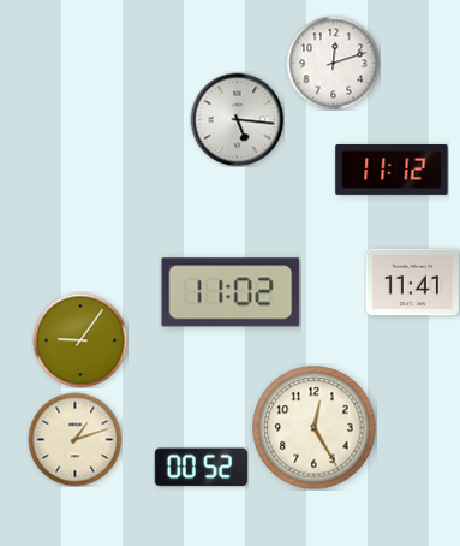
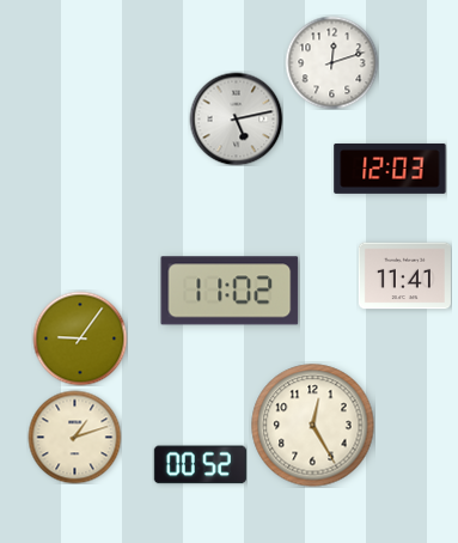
clock at (237, 119): 5:16 -> 5:13
clock at (392, 170): 11:12 -> 12:03
clock at (412, 283) position: (412, 283) -> (404, 276)
